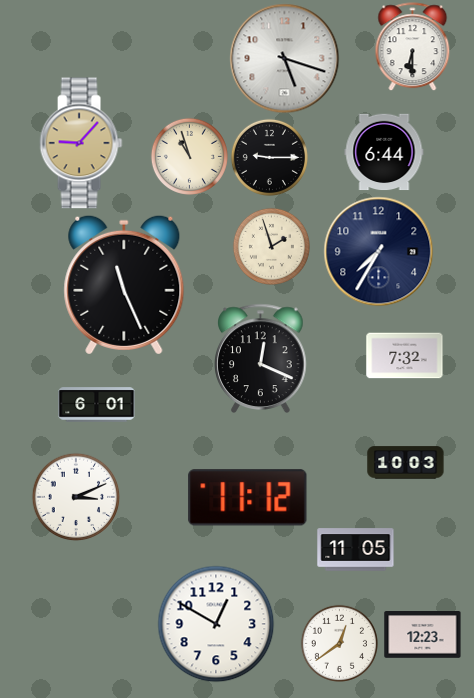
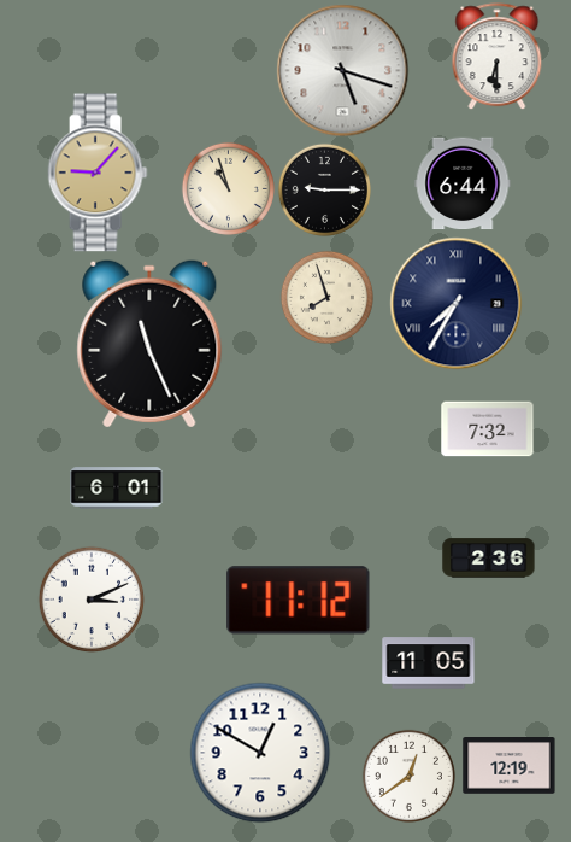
clock at (271, 246): 1:57 -> 7:57
clock at (379, 252) numerals: Arabic -> Roman
clock at (261, 358): 12:19 -> none
clock at (406, 463): 10:03 -> 2:36
clock at (423, 635): 12:23 -> 12:19
